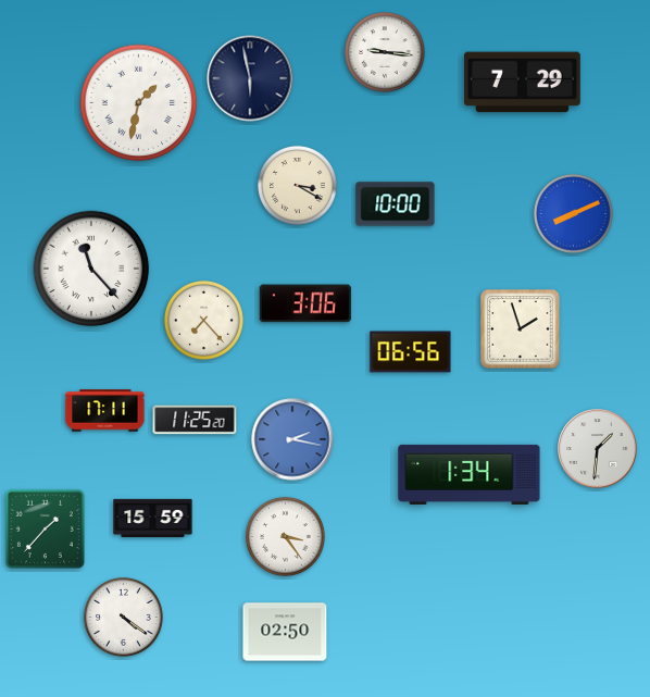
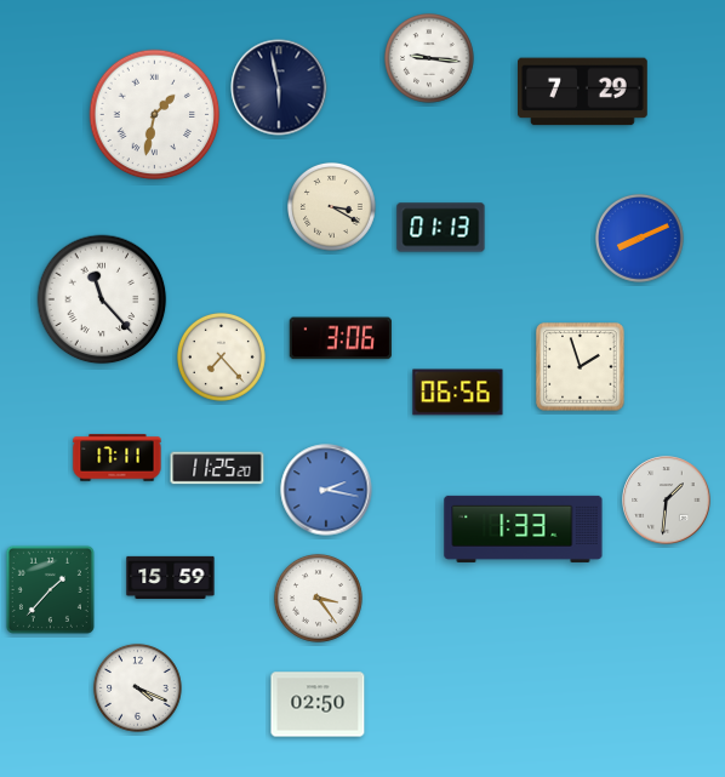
clock at (396, 204): 10:00 -> 01:13
clock at (203, 320) position: (203, 320) -> (221, 356)
clock at (470, 474): 1:34 -> 1:33
clock at (123, 617): 4:21 -> 4:19
